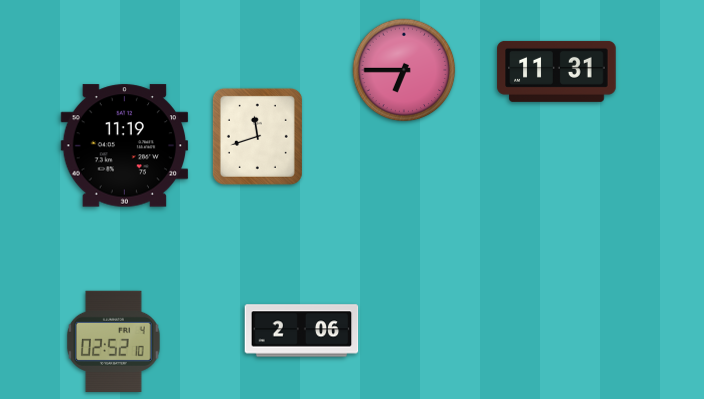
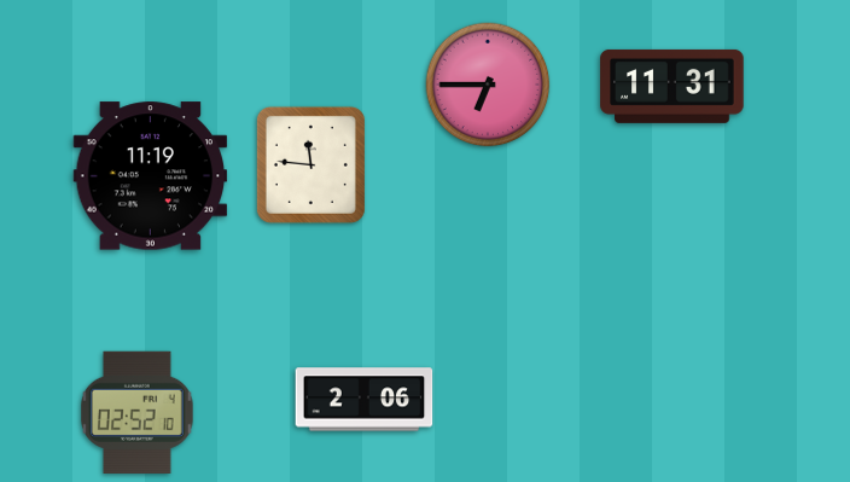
clock at (257, 136): 11:42 -> 11:46
